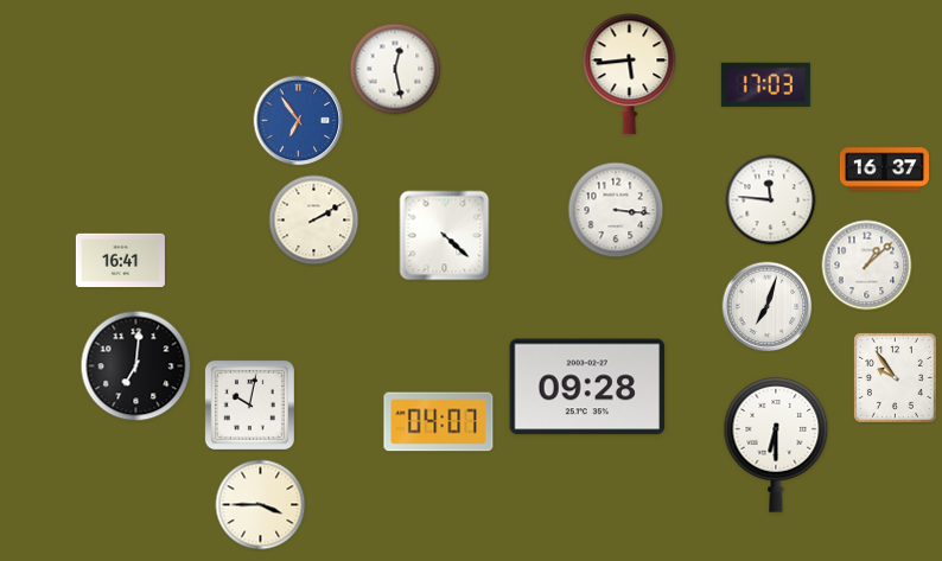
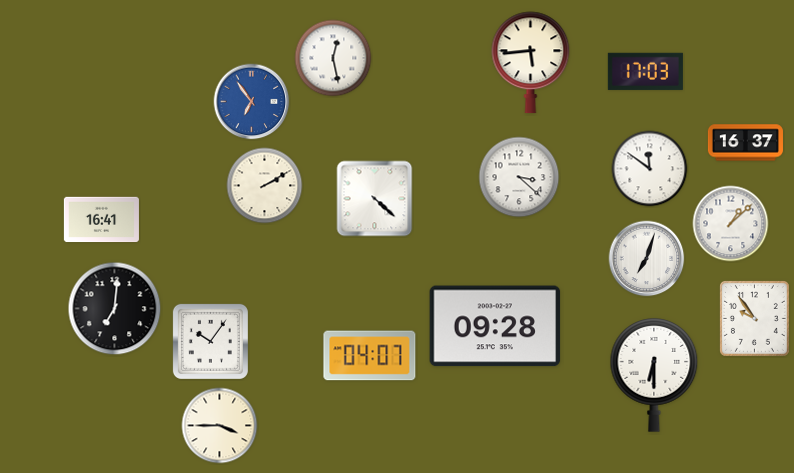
clock at (771, 200): 11:46 -> 11:51
clock at (616, 210): 3:16 -> 3:22
clock at (249, 404): 10:02 -> 10:06
